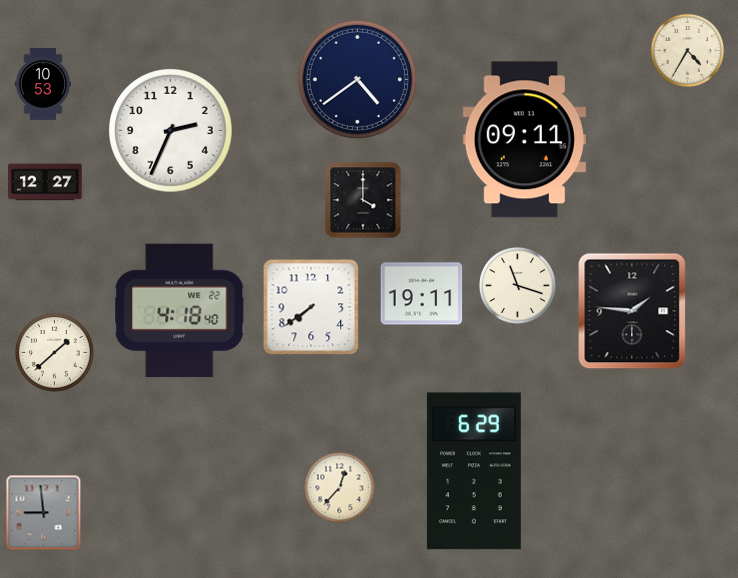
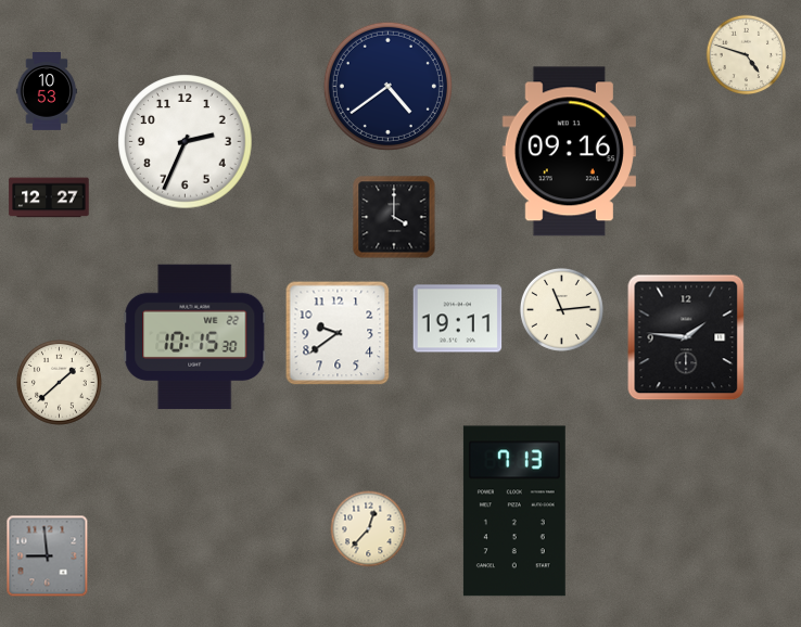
clock at (688, 51): 4:35 -> 4:48
clock at (524, 140): 09:11 -> 09:16
clock at (517, 285): 11:18 -> 11:14
clock at (311, 307): 7:39 -> 9:39
clock at (180, 311): 4:18 -> 10:15
clock at (474, 471): 6:29 -> 7:13
